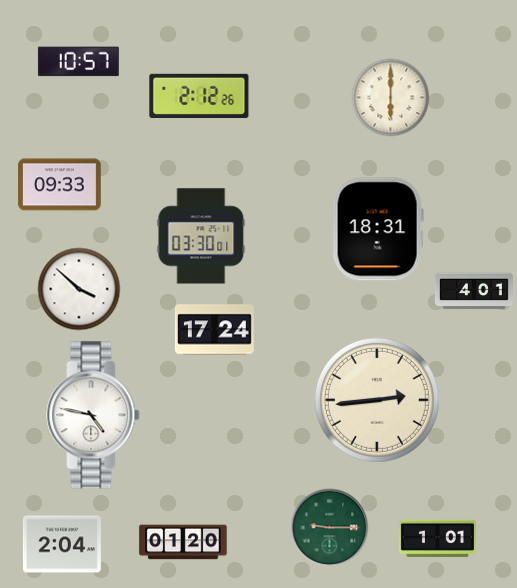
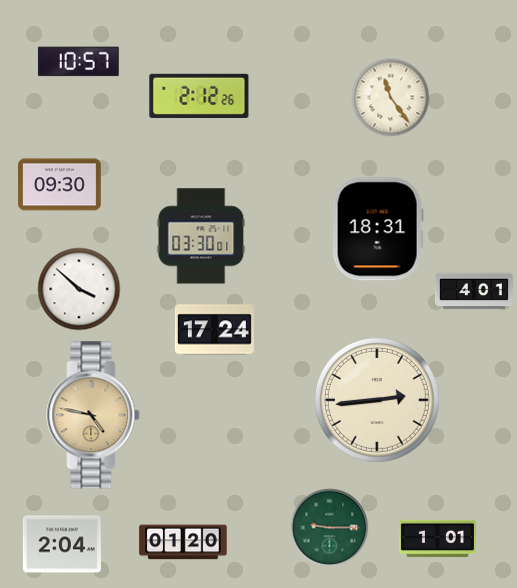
clock at (390, 97): 6:00 -> 11:24
clock at (60, 185): 09:33 -> 09:30
clock at (93, 415) dial: white -> champagne
